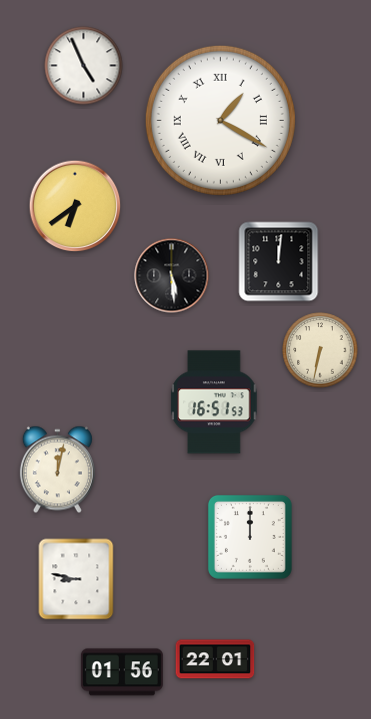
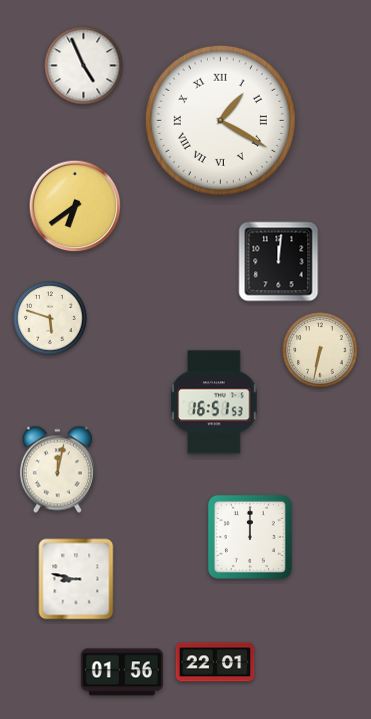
clock at (172, 276): 5:29 -> none
clock at (50, 318): none -> 5:48
clock at (215, 659) position: (215, 659) -> (215, 662)
